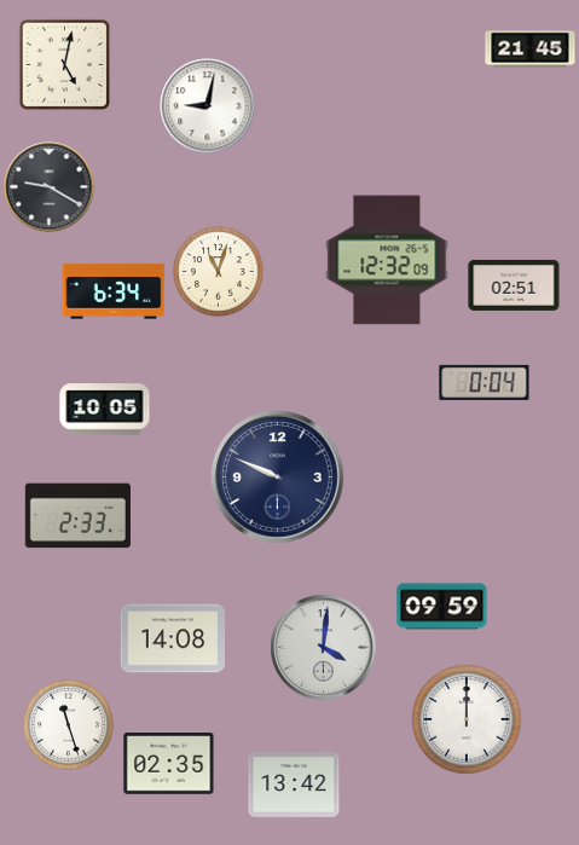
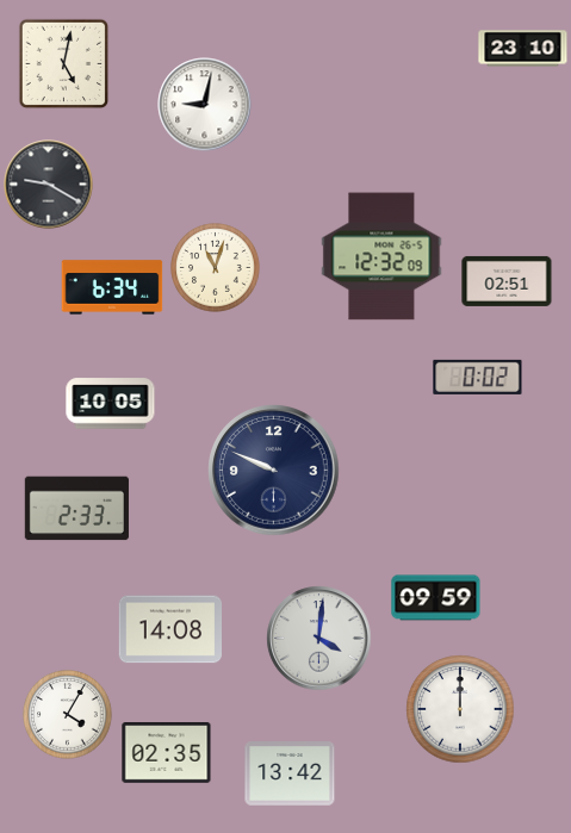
clock at (531, 50): 21:45 -> 23:10
clock at (485, 382): 0:04 -> 0:02
clock at (105, 410) position: (105, 410) -> (111, 404)
clock at (69, 725): 11:27 -> 4:05
